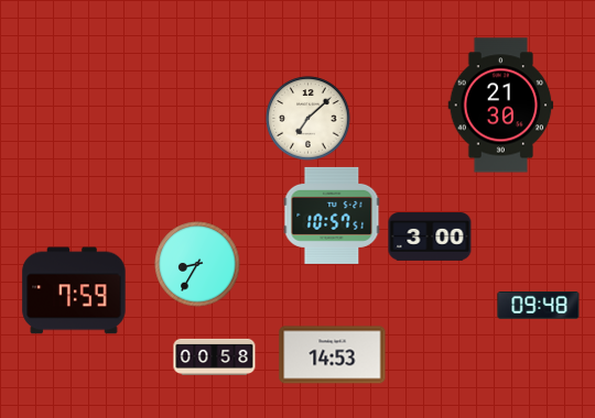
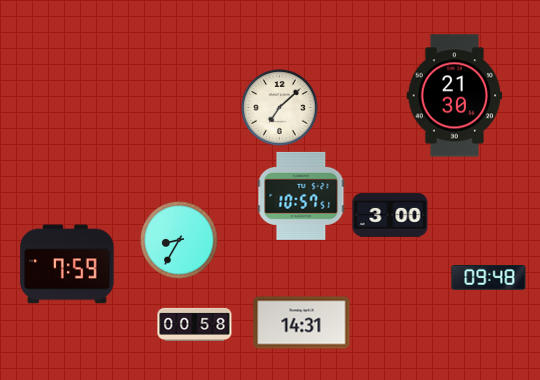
clock at (333, 355): 14:53 -> 14:31
